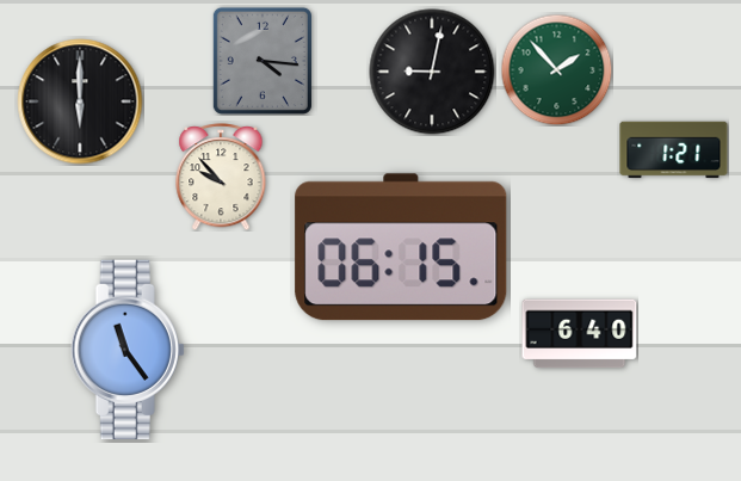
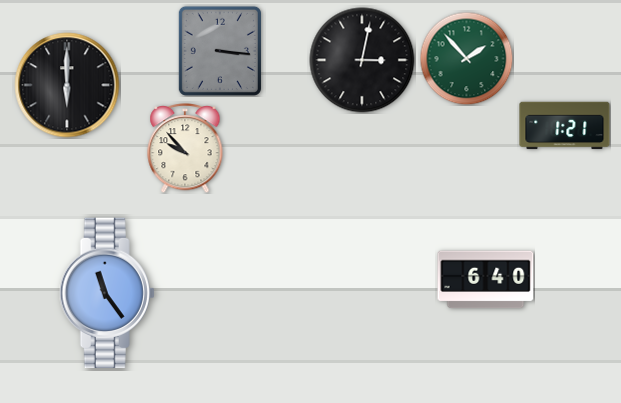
clock at (263, 61): 4:16 -> 3:16
clock at (432, 72): 9:02 -> 3:02
clock at (401, 247): 06:15 -> none
